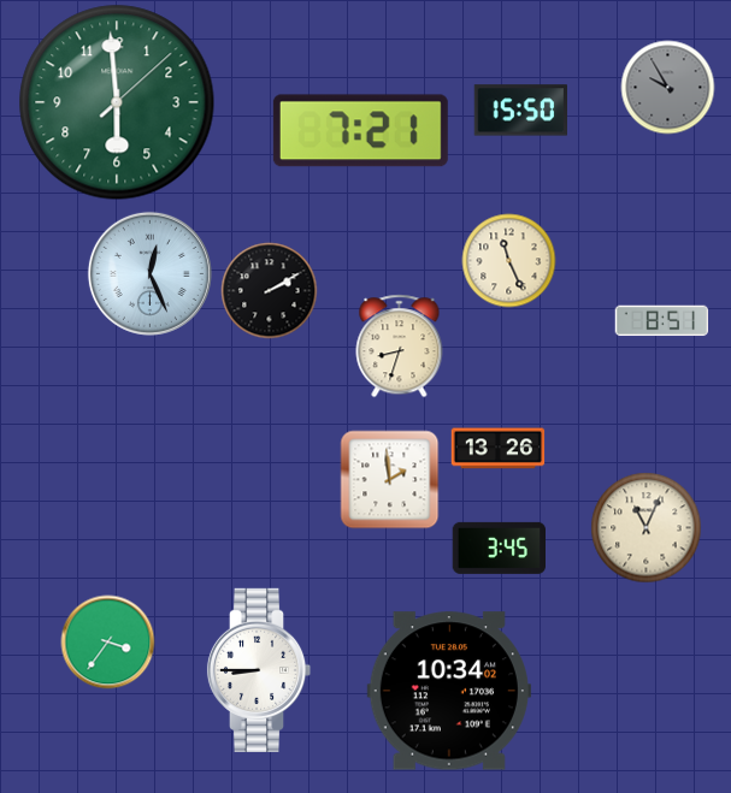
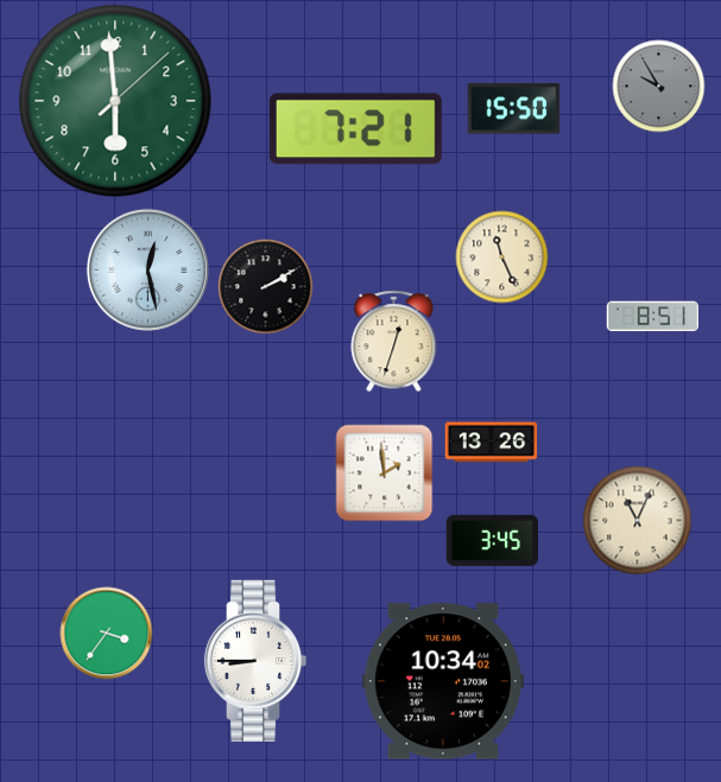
clock at (149, 273): 12:26 -> 12:28
clock at (400, 345): 8:33 -> 12:33
